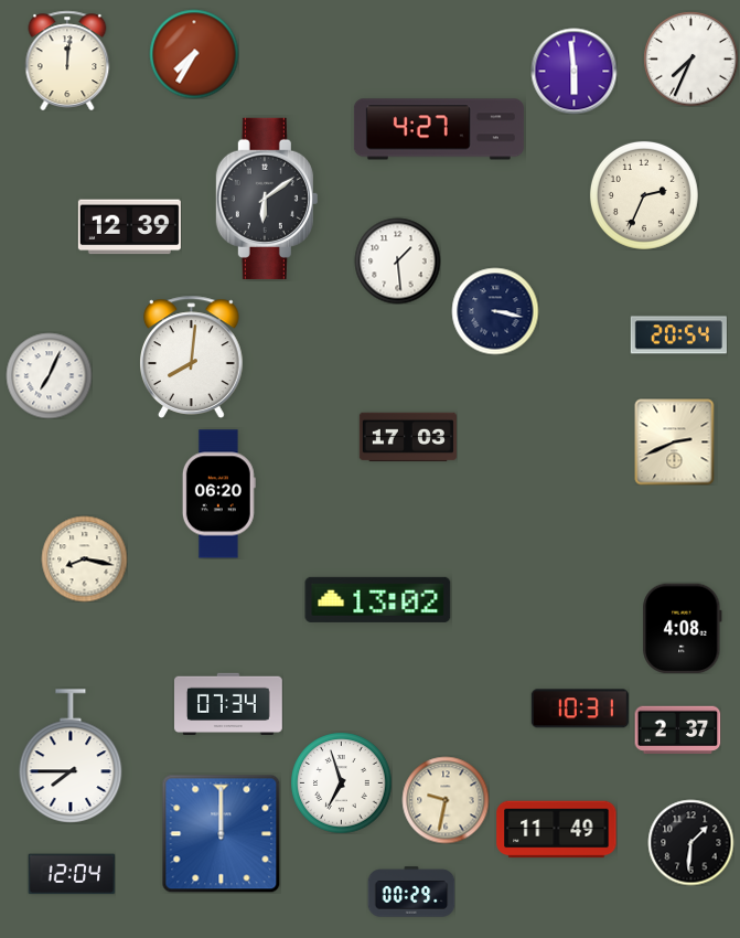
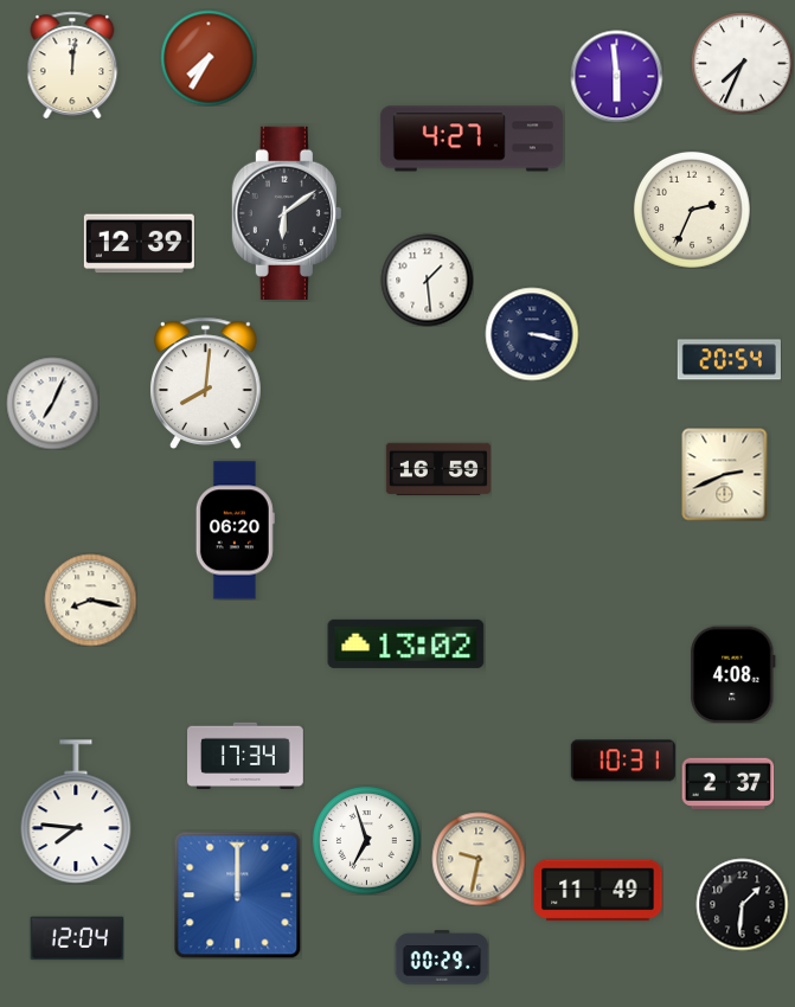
clock at (408, 437): 17:03 -> 16:59
clock at (229, 703): 07:34 -> 17:34
clock at (71, 756): 7:45 -> 7:46
